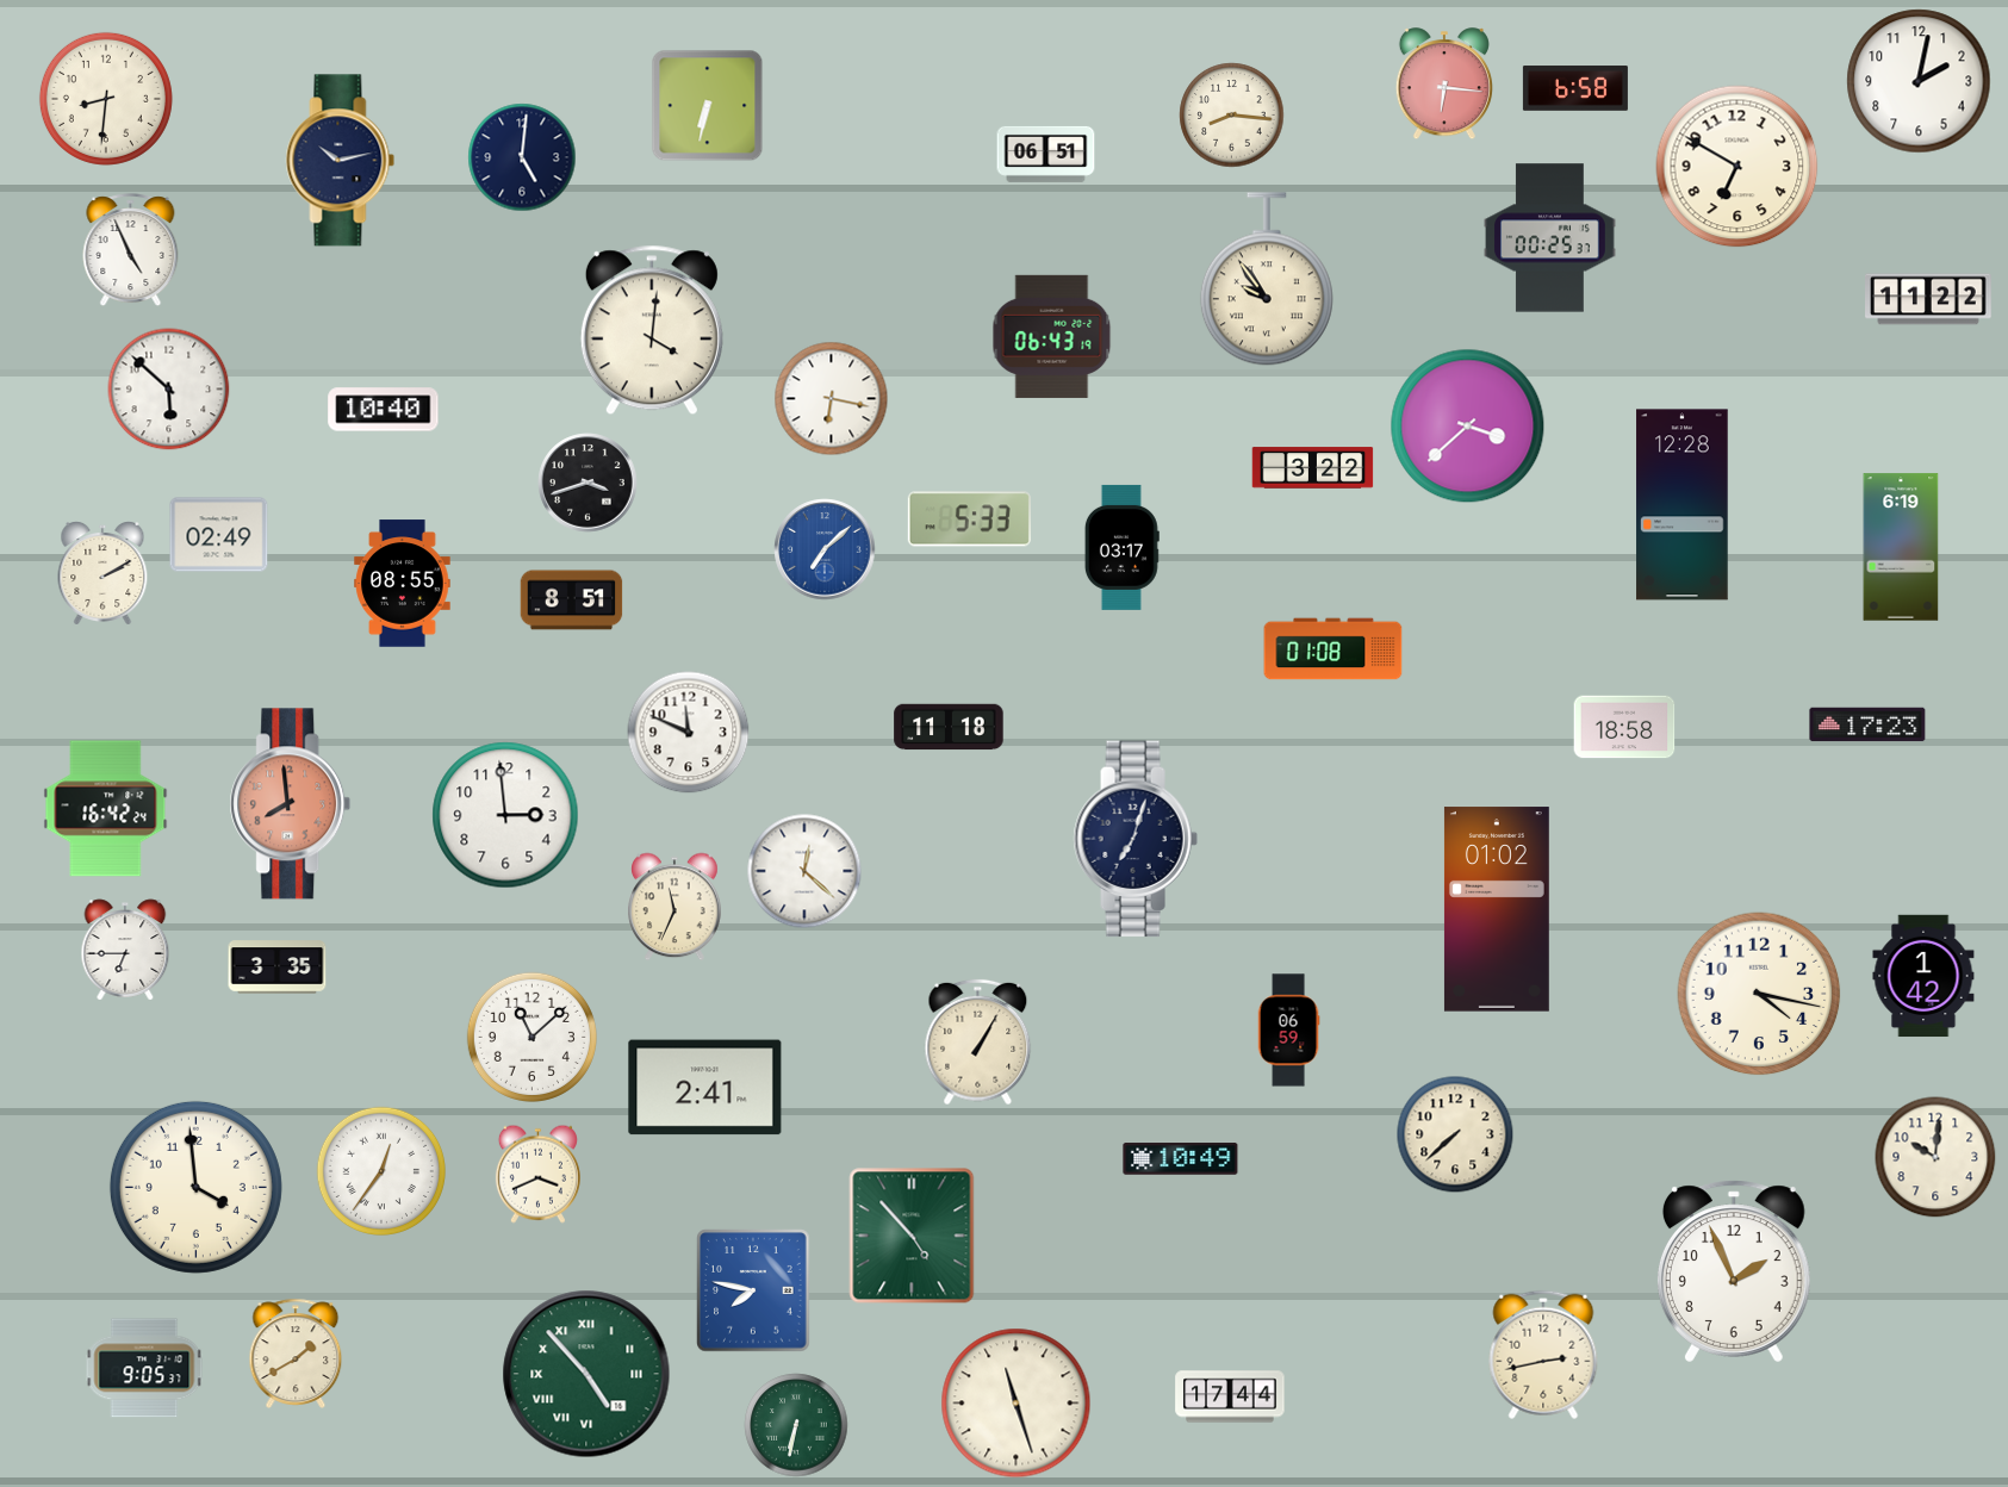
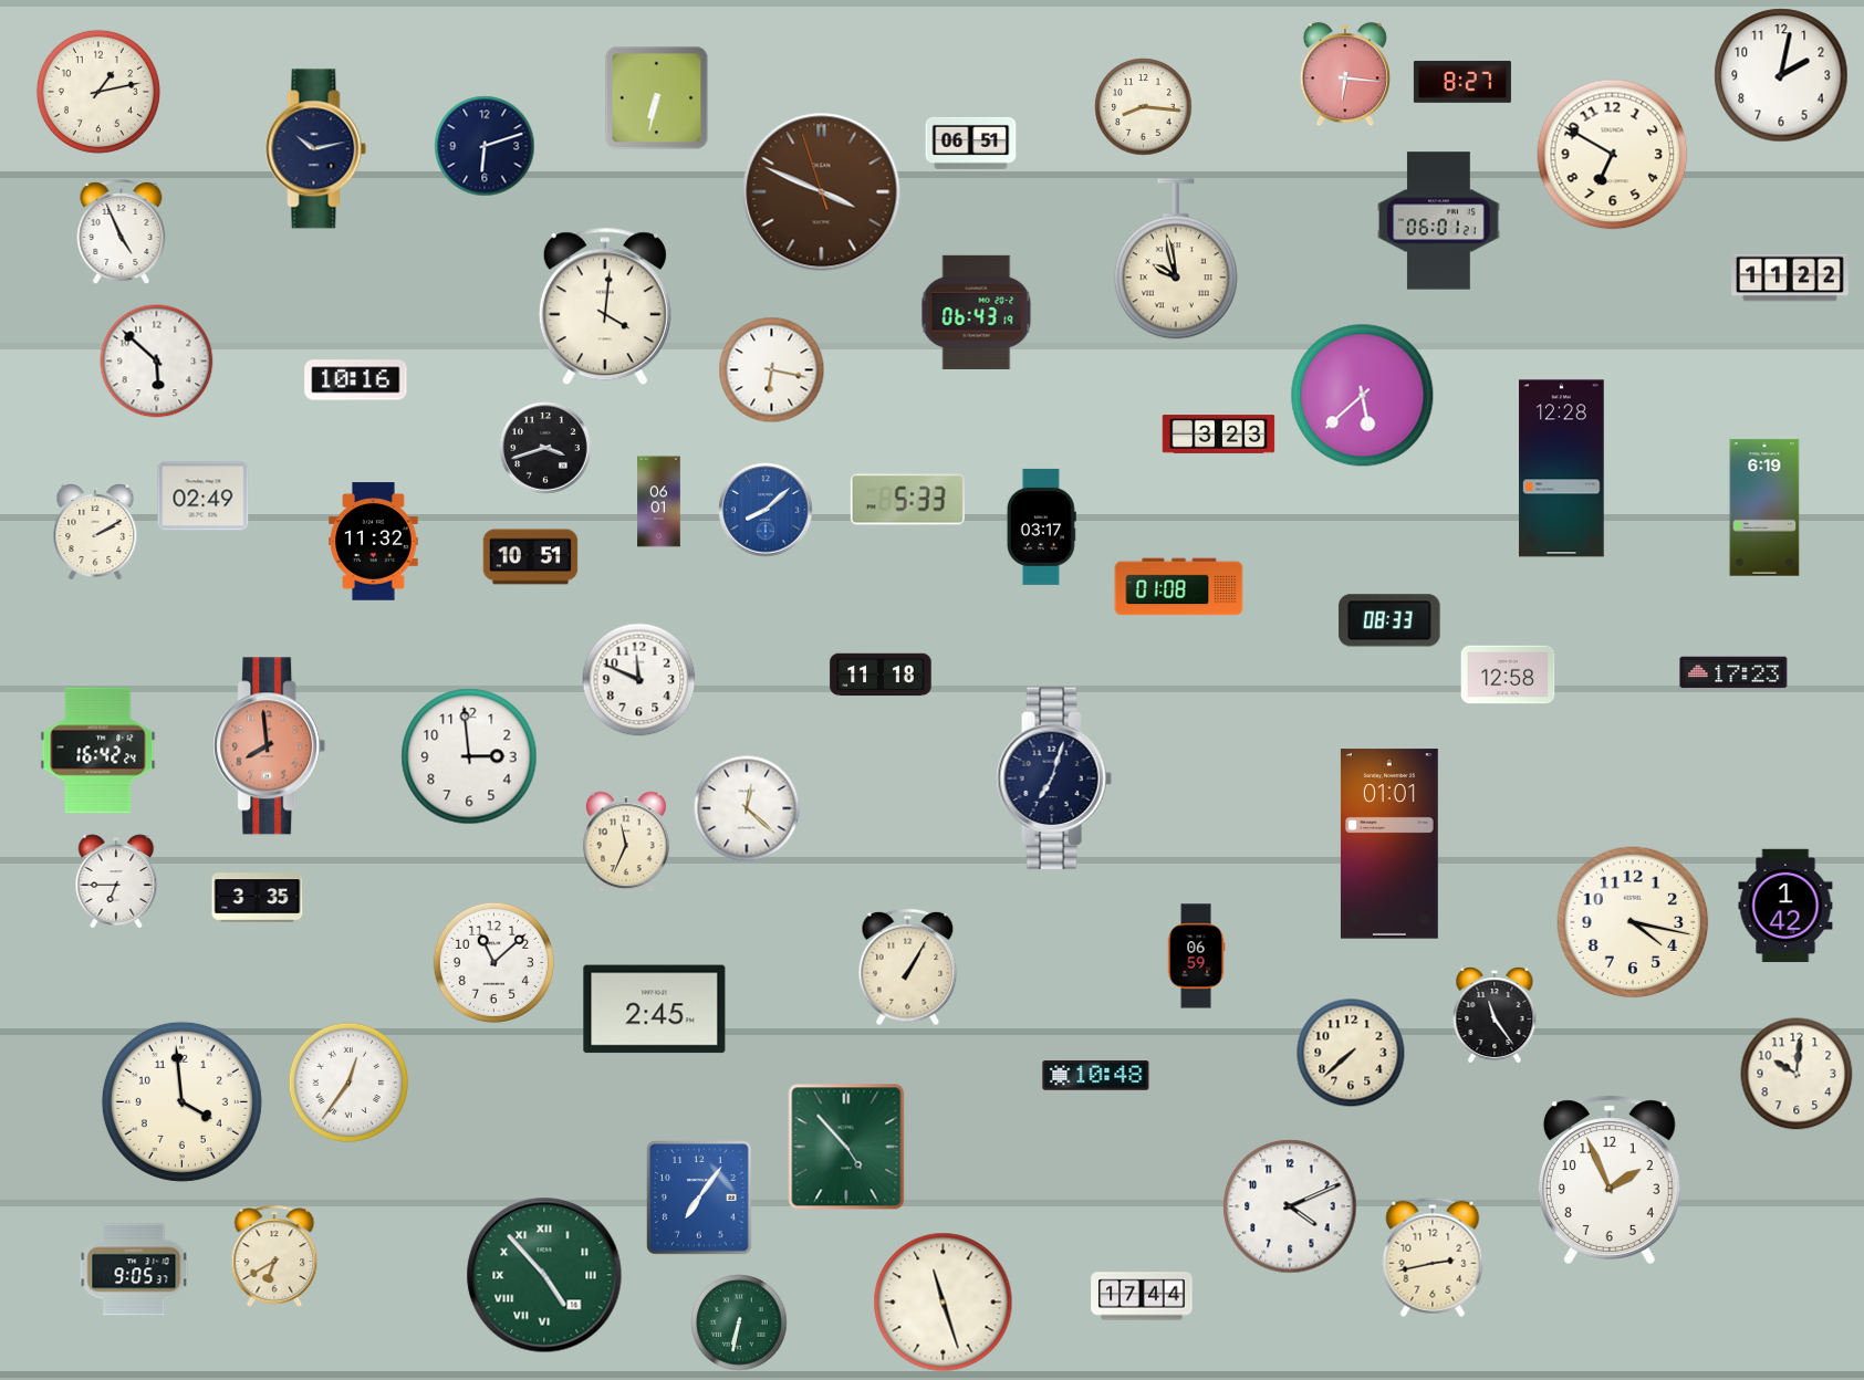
clock at (1444, 85) position: (1444, 85) -> (1345, 75)
clock at (1575, 88): 6:58 -> 8:27
clock at (106, 99): 8:31 -> 1:13
clock at (522, 157): 5:01 -> 6:12
clock at (822, 192): none -> 3:48
clock at (1550, 238): 00:25 -> 06:01
clock at (1267, 279): 9:54 -> 9:58
clock at (384, 410): 10:40 -> 10:16
clock at (1468, 427): 3:38 -> 5:38
clock at (1313, 468): 3:22 -> 3:23
clock at (969, 519) position: (969, 519) -> (907, 500)
clock at (659, 502): none -> 06:01
clock at (1121, 547) position: (1121, 547) -> (1041, 526)
clock at (825, 549): 7:08 -> 8:08
clock at (403, 584): 08:55 -> 11:32
clock at (572, 601): 8:51 -> 10:51
clock at (1334, 649) position: (1334, 649) -> (1179, 587)
clock at (1389, 620): none -> 08:33
clock at (1624, 727): 18:58 -> 12:58
clock at (1497, 909): 01:02 -> 01:01
clock at (705, 1088): 2:41 -> 2:45
clock at (1495, 1016): none -> 11:24
clock at (1181, 1159): 10:49 -> 10:48
clock at (380, 1171) position: (380, 1171) -> (347, 1083)
clock at (537, 1174): 3:41 -> none
clock at (753, 1290): 7:47 -> 7:06
clock at (1290, 1206): none -> 4:11
clock at (296, 1354): 1:40 -> 6:40
